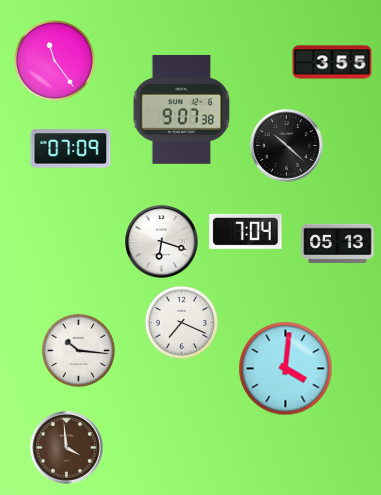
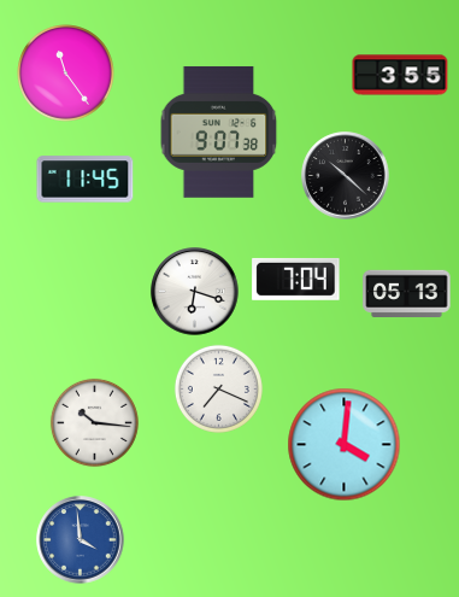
clock at (71, 149): 07:09 -> 11:45
clock at (67, 448) dial: brown -> blue
